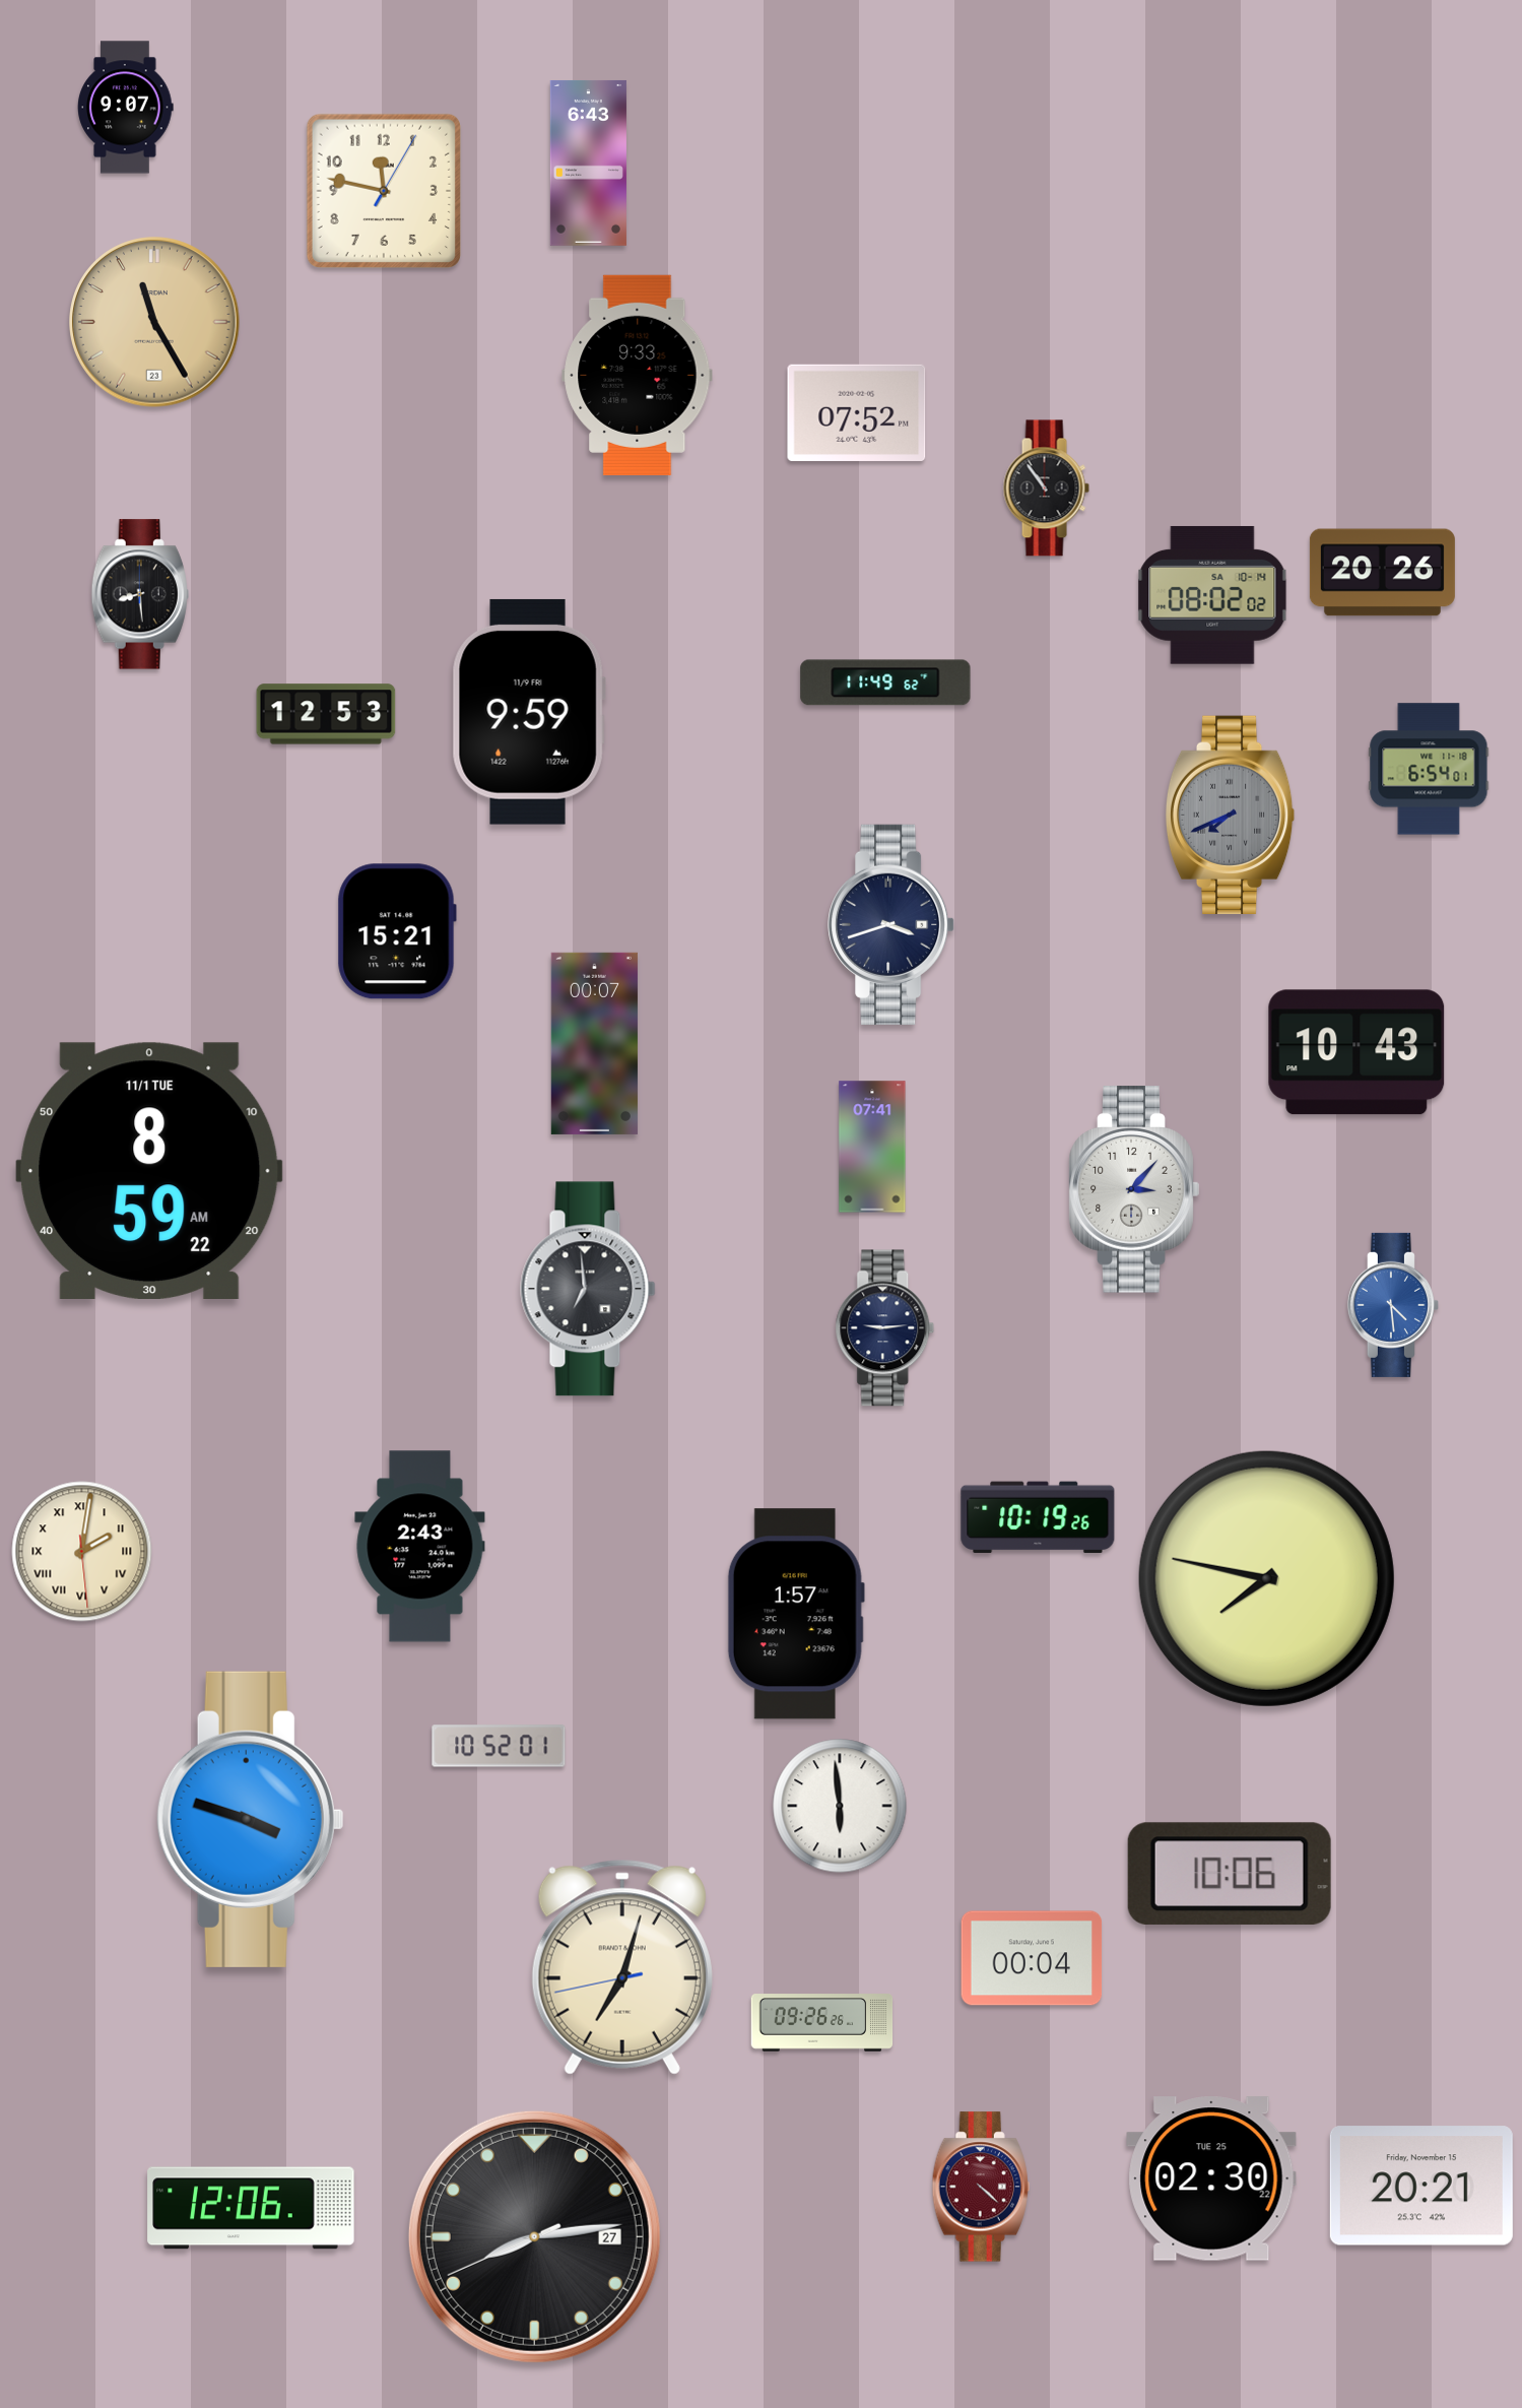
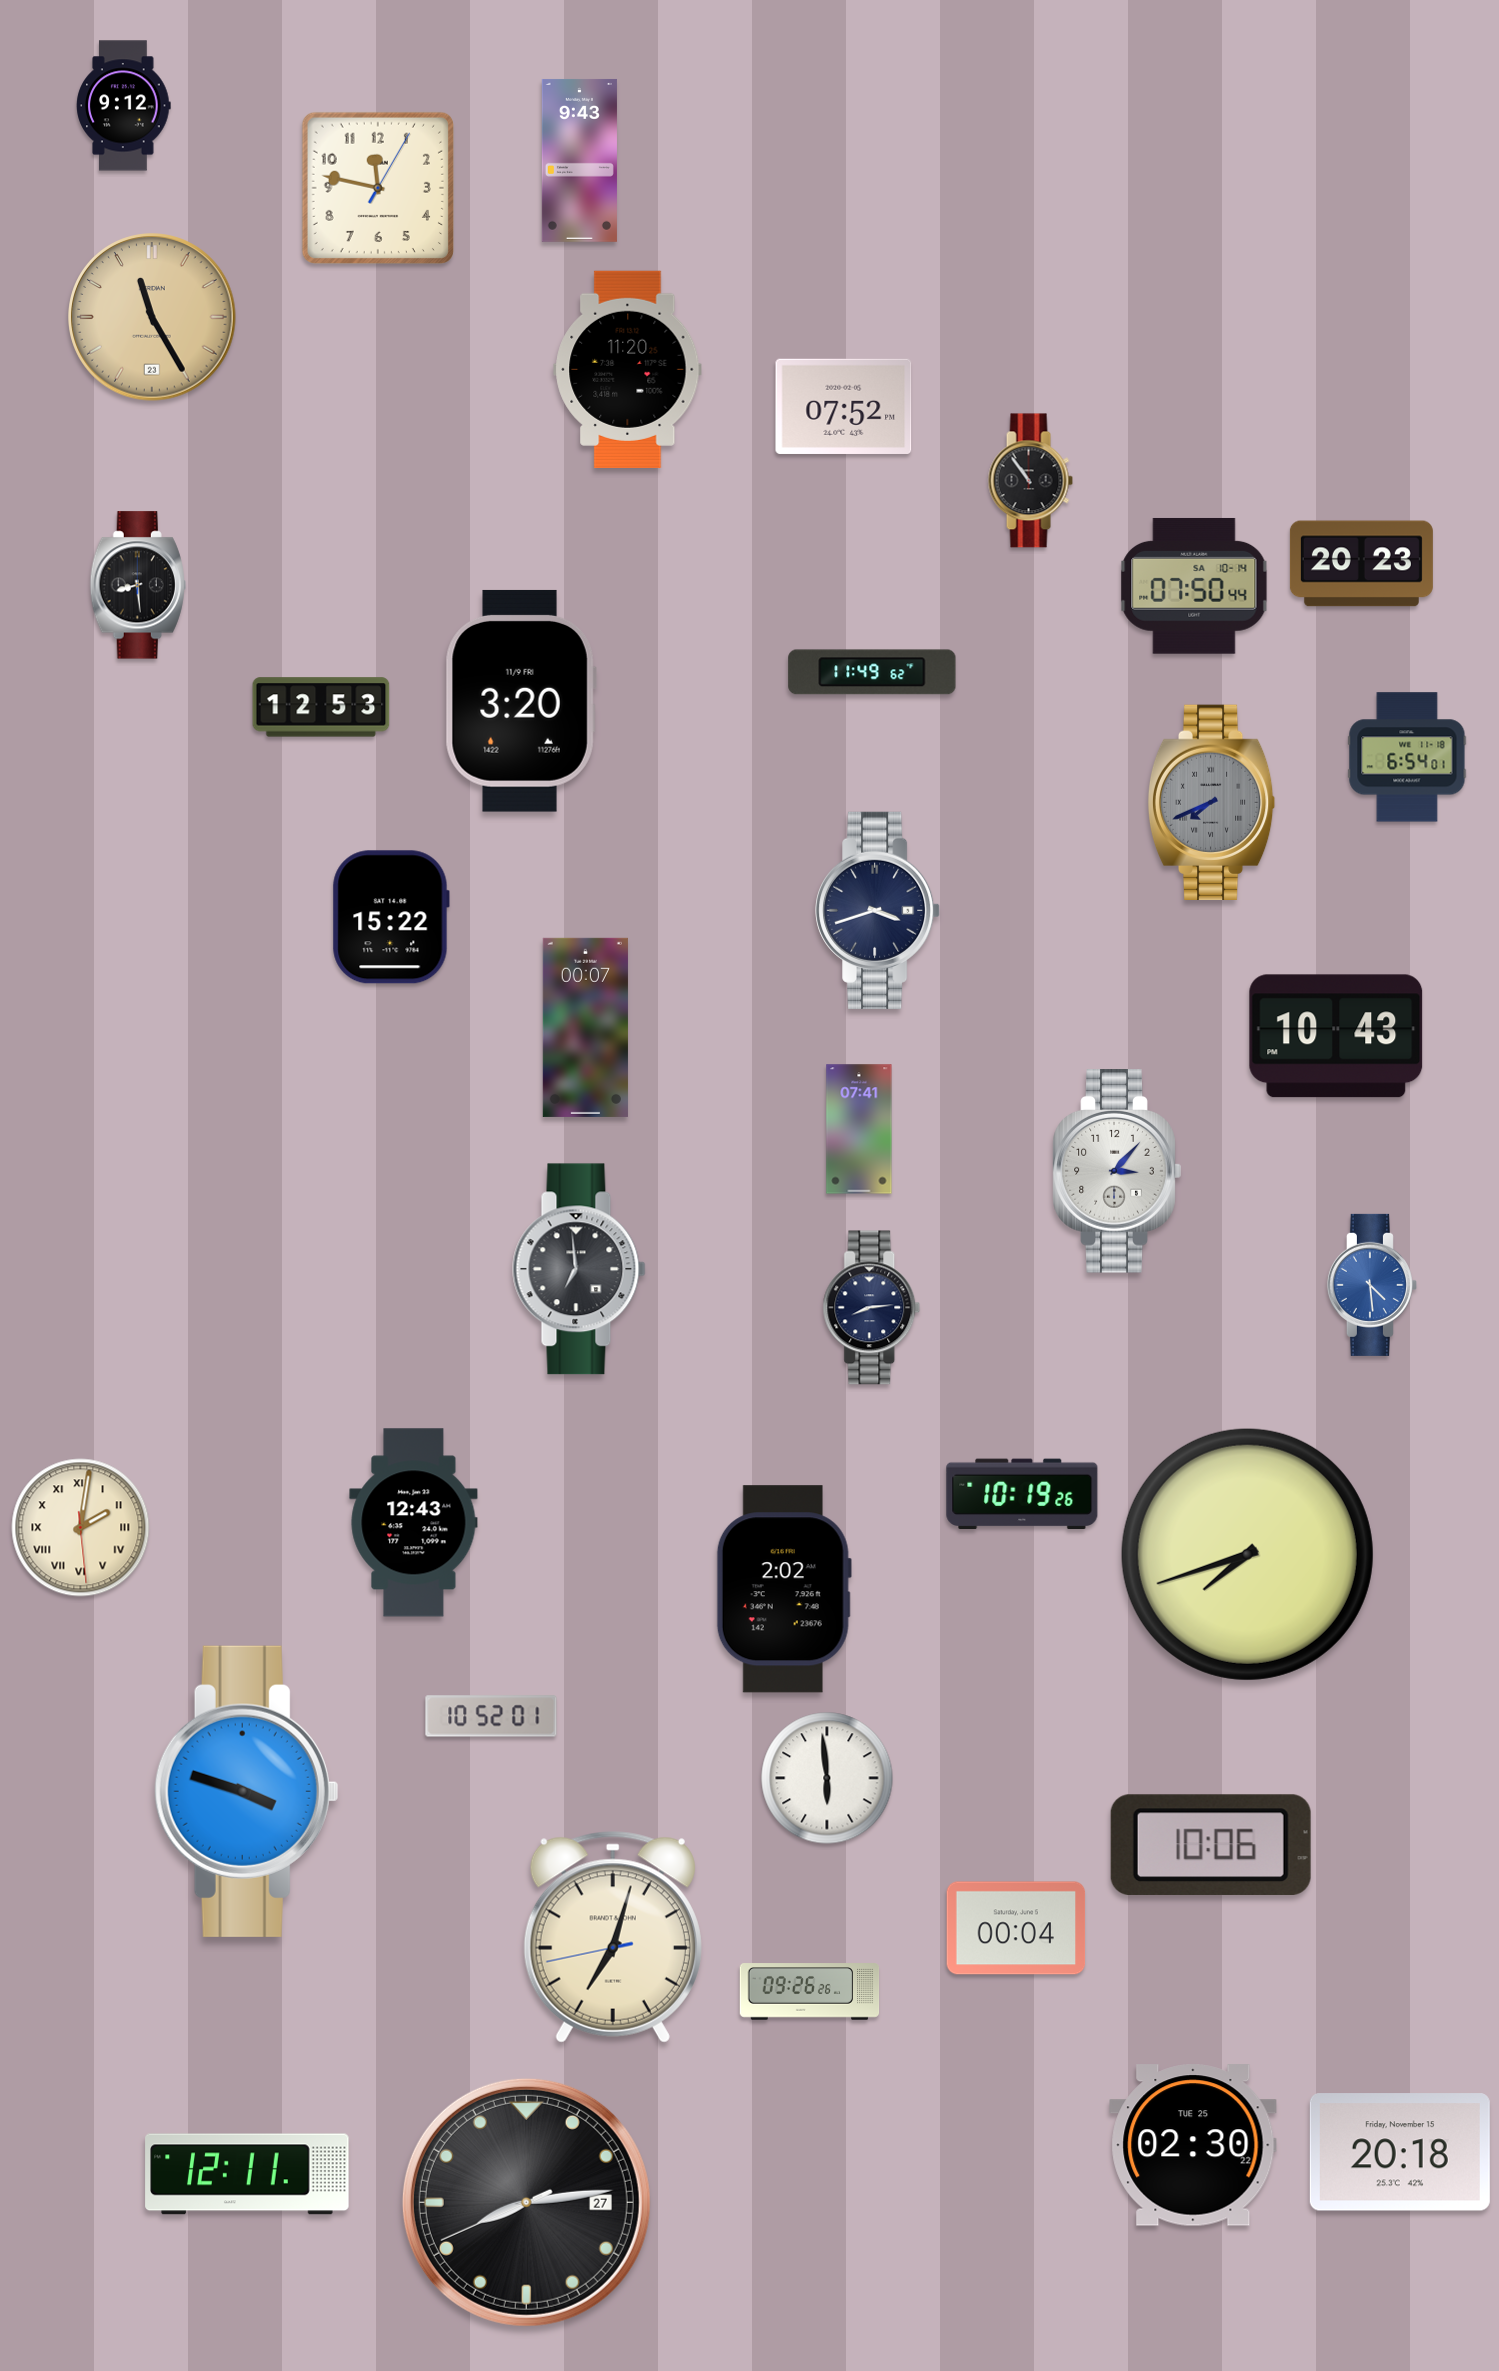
clock at (126, 108): 9:07 -> 9:12
clock at (588, 162): 6:43 -> 9:43
clock at (638, 375): 9:33 -> 11:20
clock at (1382, 573): 20:26 -> 20:23
clock at (1212, 595): 08:02 -> 07:50
clock at (529, 712): 9:59 -> 3:20
clock at (326, 714) position: (326, 714) -> (321, 707)
clock at (397, 931): 15:21 -> 15:22
clock at (149, 1170): 8:59 -> none
clock at (885, 1328): 9:14 -> 8:14
clock at (420, 1547): 2:43 -> 12:43
clock at (1266, 1578): 7:47 -> 7:42
clock at (796, 1614): 1:57 -> 2:02
clock at (499, 1746) position: (499, 1746) -> (491, 1716)
clock at (1421, 2186): 20:21 -> 20:18
clock at (981, 2187): 4:22 -> none
clock at (251, 2208): 12:06 -> 12:11
